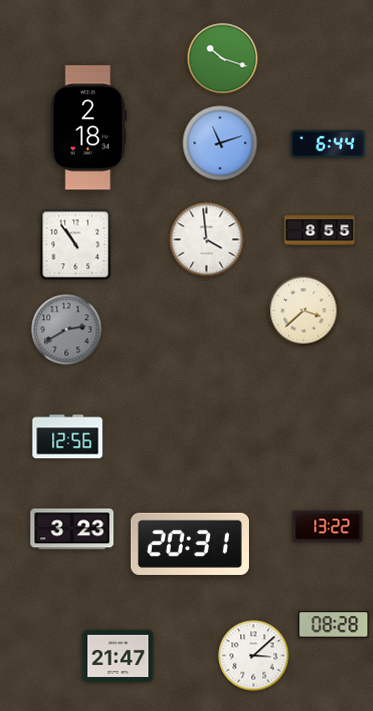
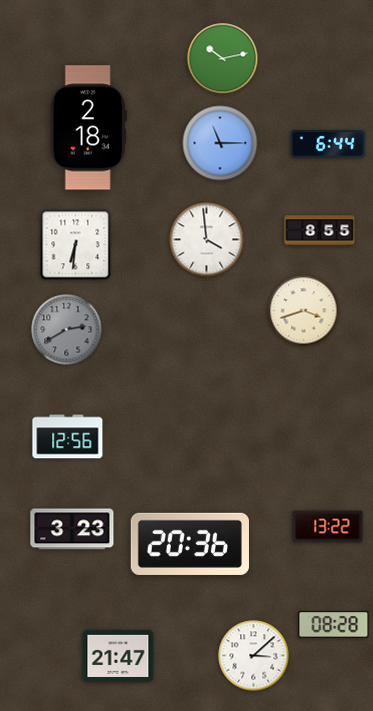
clock at (223, 59): 10:18 -> 10:13
clock at (220, 143): 11:12 -> 11:15
clock at (76, 245): 10:54 -> 6:31
clock at (304, 311): 3:38 -> 3:42
clock at (190, 544): 20:31 -> 20:36
